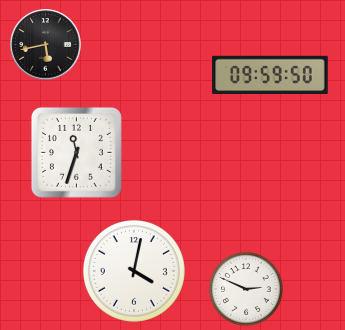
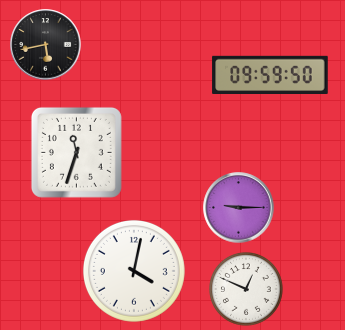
clock at (239, 208): none -> 9:15
clock at (247, 290): 2:49 -> 12:49
